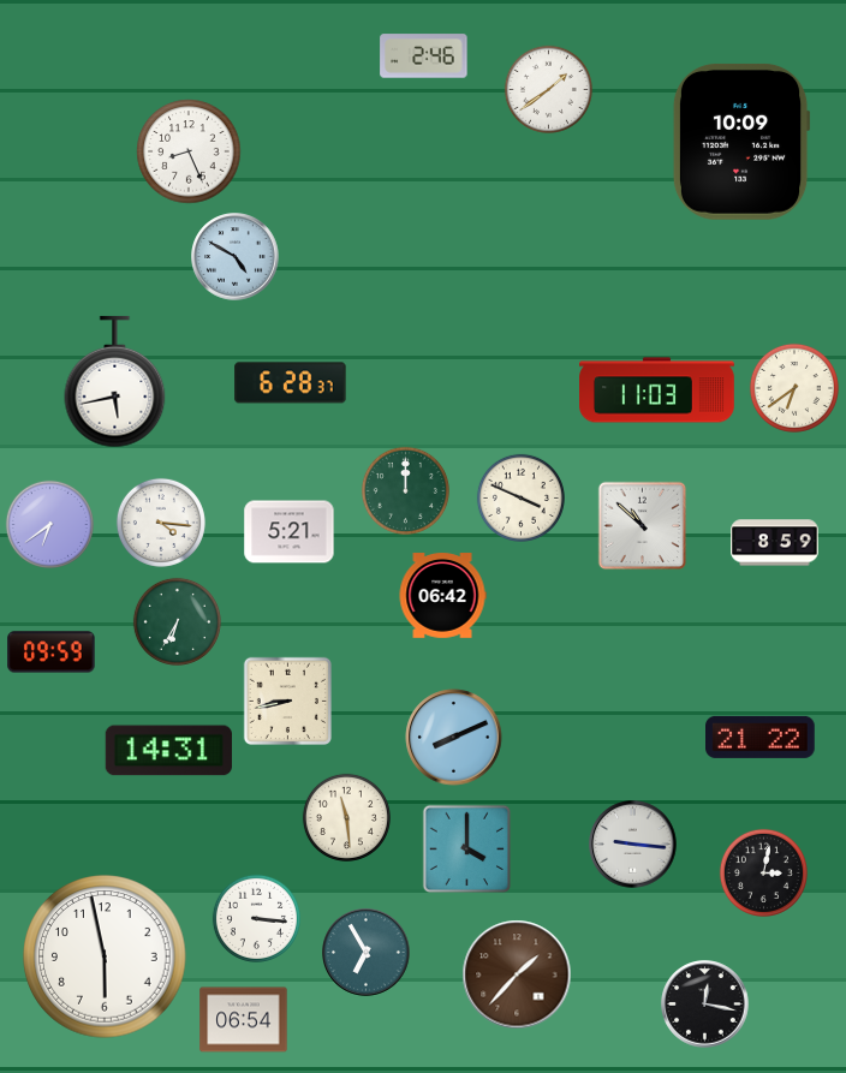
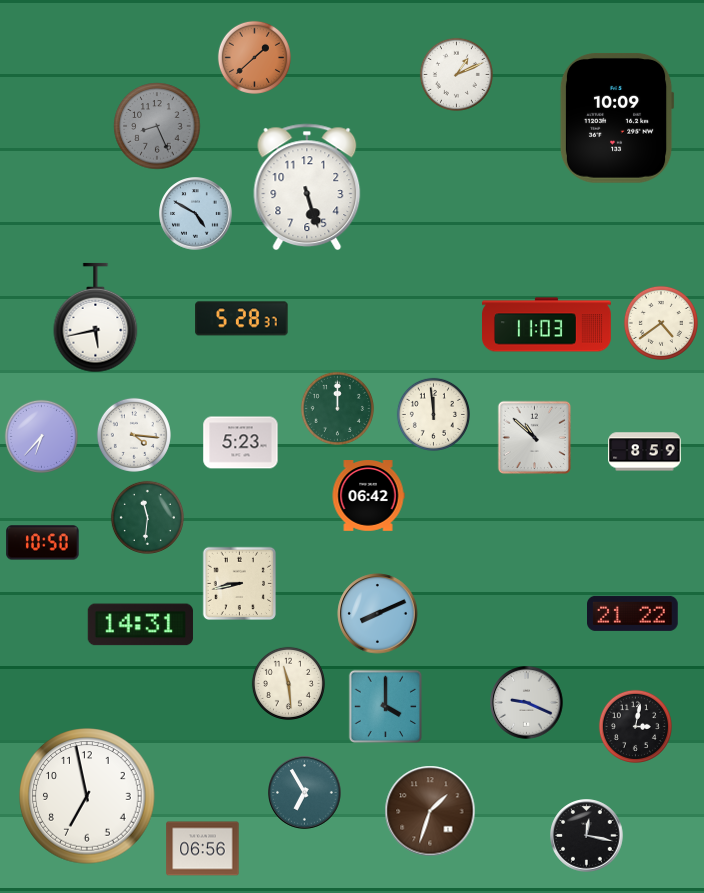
clock at (424, 56): 2:46 -> none
clock at (254, 57): none -> 1:38
clock at (548, 89): 1:39 -> 1:11
clock at (189, 151) dial: white -> grey
clock at (307, 187): none -> 5:27
clock at (291, 383): 6:28 -> 5:28
clock at (794, 388): 6:39 -> 4:39
clock at (520, 497): 3:49 -> 11:59
clock at (49, 524): 6:39 -> 6:37
clock at (290, 532): 5:21 -> 5:23
clock at (177, 621): 6:35 -> 11:31
clock at (52, 652): 09:59 -> 10:50
clock at (346, 817) position: (346, 817) -> (288, 683)
clock at (633, 845): 9:16 -> 9:19
clock at (467, 850) position: (467, 850) -> (386, 707)
clock at (256, 918): 3:16 -> none
clock at (105, 956): 5:58 -> 6:58
clock at (517, 974): 1:37 -> 1:33
clock at (244, 1020): 06:54 -> 06:56
